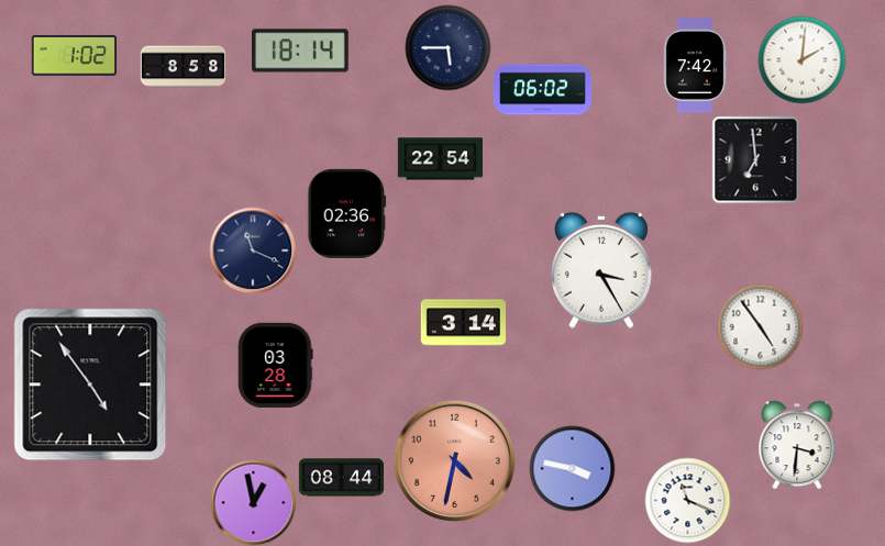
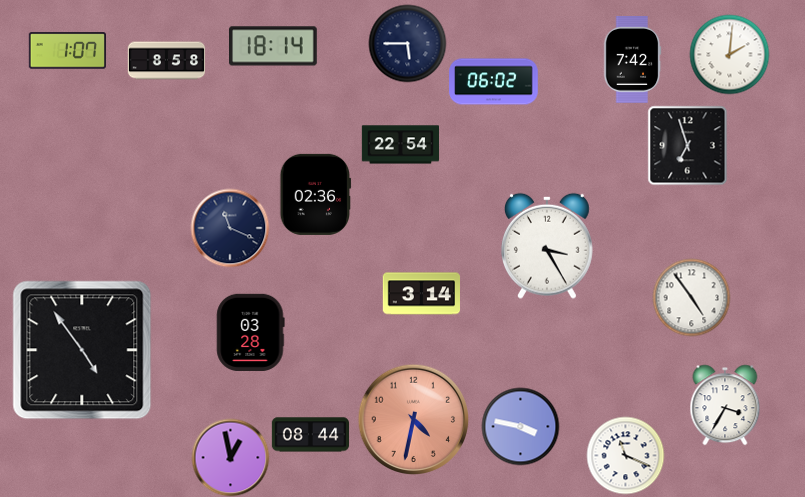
clock at (74, 56): 1:02 -> 1:07
clock at (755, 159): 6:59 -> 6:57
clock at (797, 445): 3:31 -> 3:35
